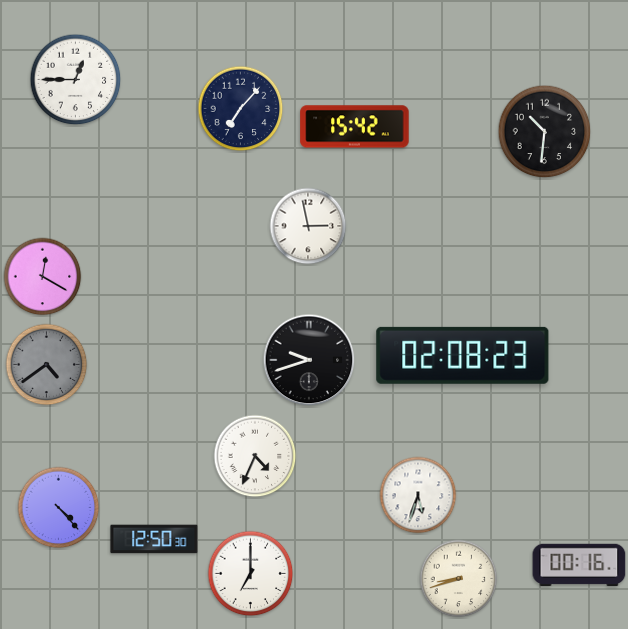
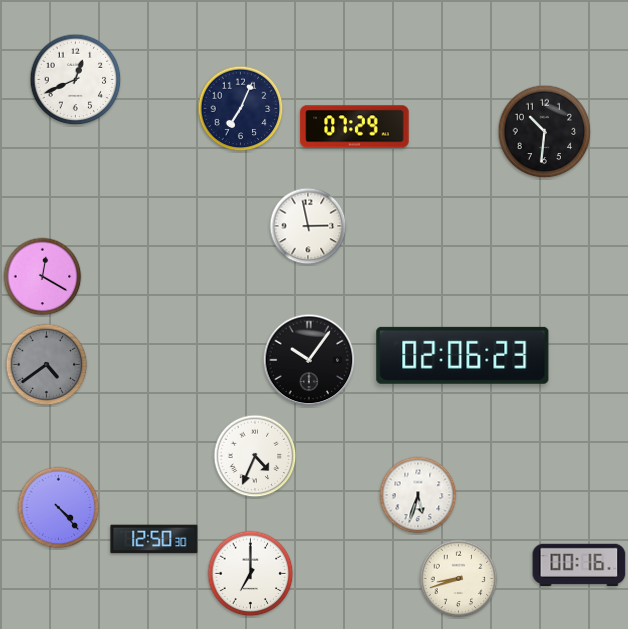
clock at (76, 80): 12:45 -> 12:41
clock at (241, 109): 7:07 -> 7:04
clock at (355, 127): 15:42 -> 07:29
clock at (463, 355): 02:08 -> 02:06
clock at (309, 360): 9:42 -> 10:06
